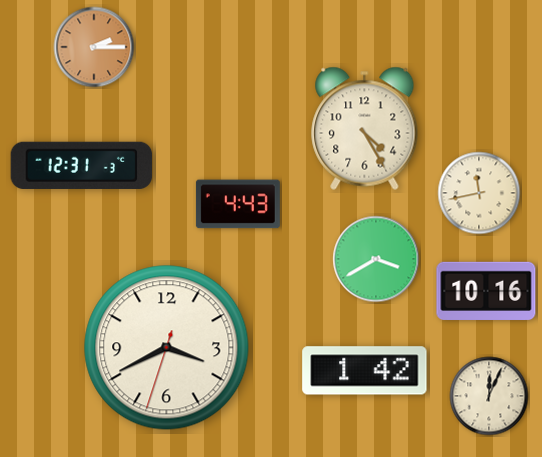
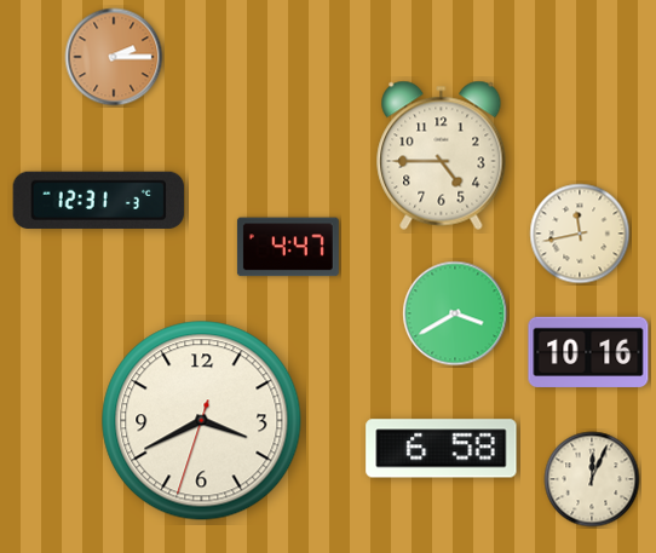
clock at (365, 128): 4:25 -> 4:45
clock at (238, 204): 4:43 -> 4:47
clock at (365, 371): 1:42 -> 6:58
